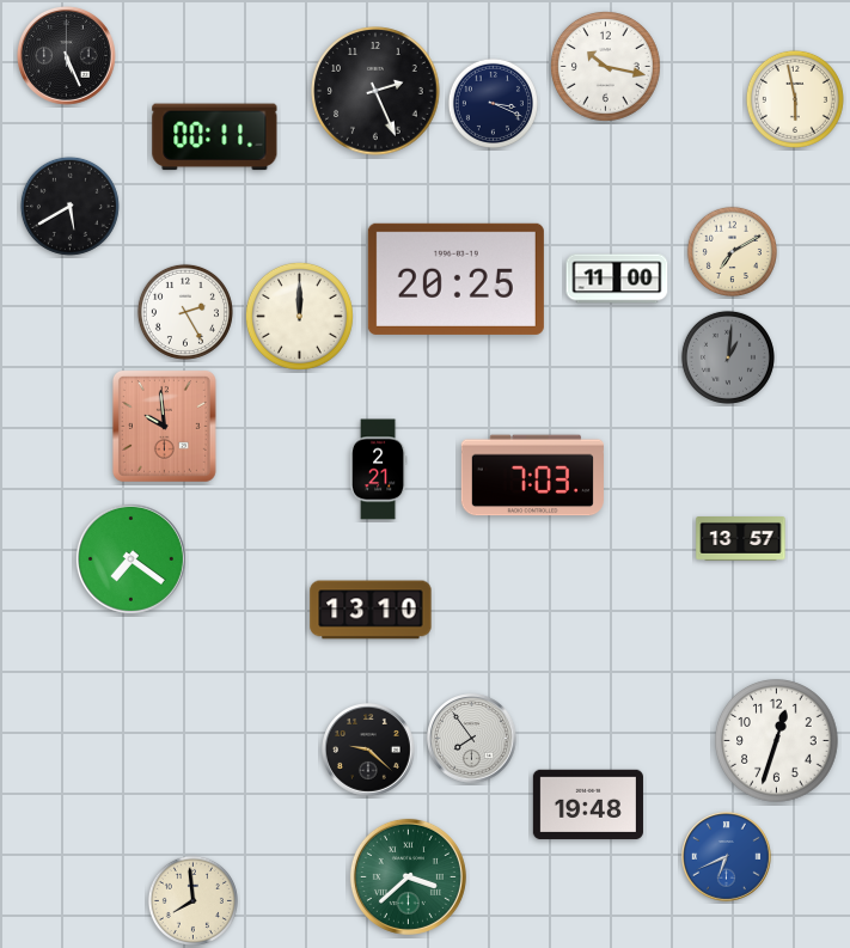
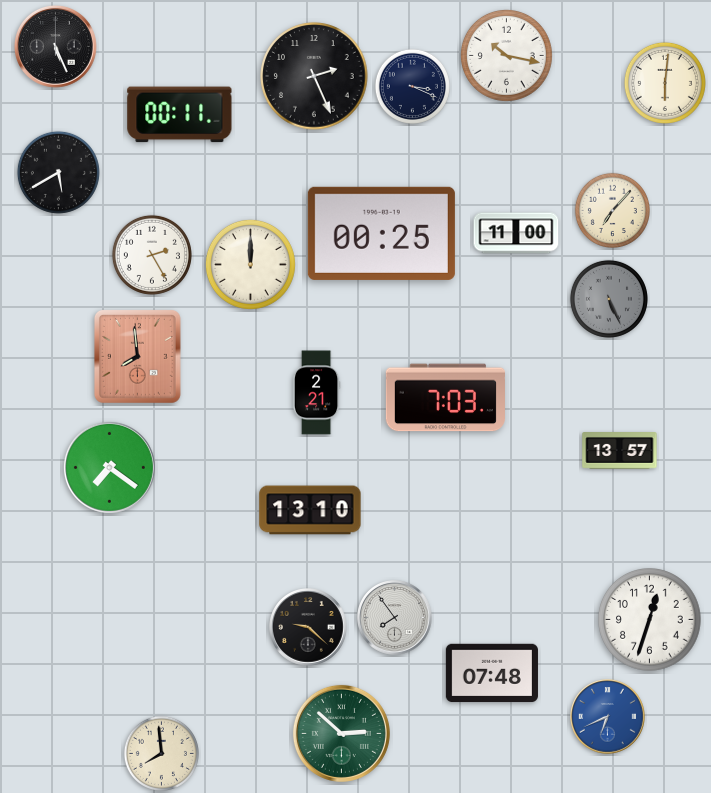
clock at (795, 99): 5:58 -> 6:01
clock at (732, 251): 7:10 -> 7:07
clock at (455, 279): 20:25 -> 00:25
clock at (185, 312) position: (185, 312) -> (152, 255)
clock at (728, 357): 1:01 -> 5:26
clock at (164, 426): 9:59 -> 7:59
clock at (588, 805): 19:48 -> 07:48
clock at (408, 876): 3:38 -> 2:52
